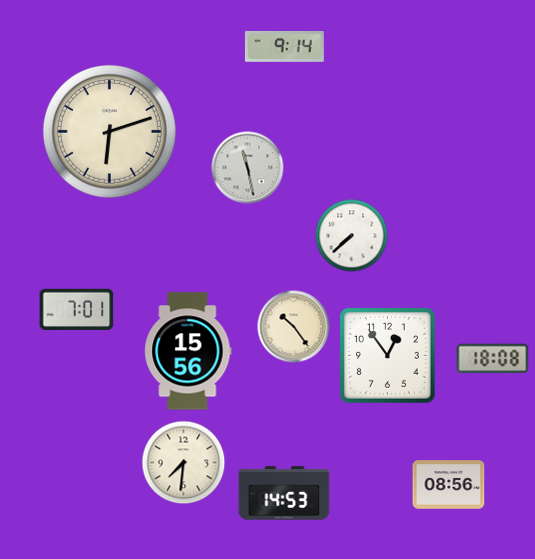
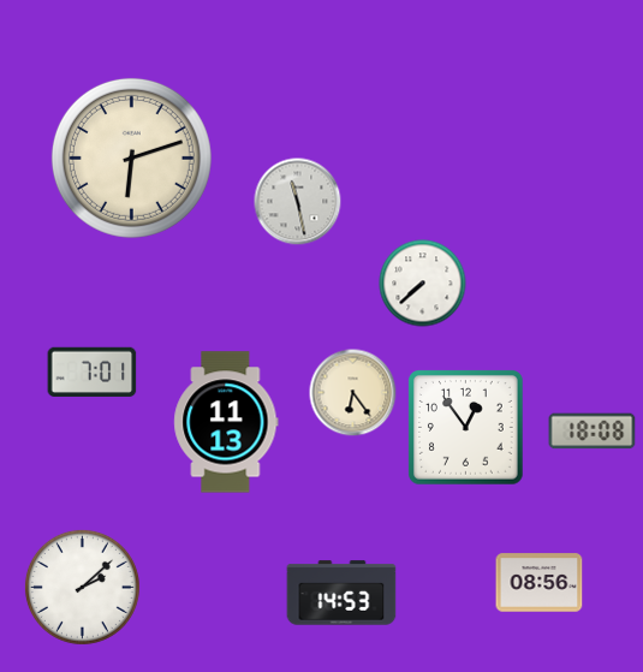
clock at (284, 47): 9:14 -> none
clock at (294, 327): 10:24 -> 6:24
clock at (188, 351): 15:56 -> 11:13
clock at (184, 463): 7:31 -> none
clock at (82, 587): none -> 2:08
